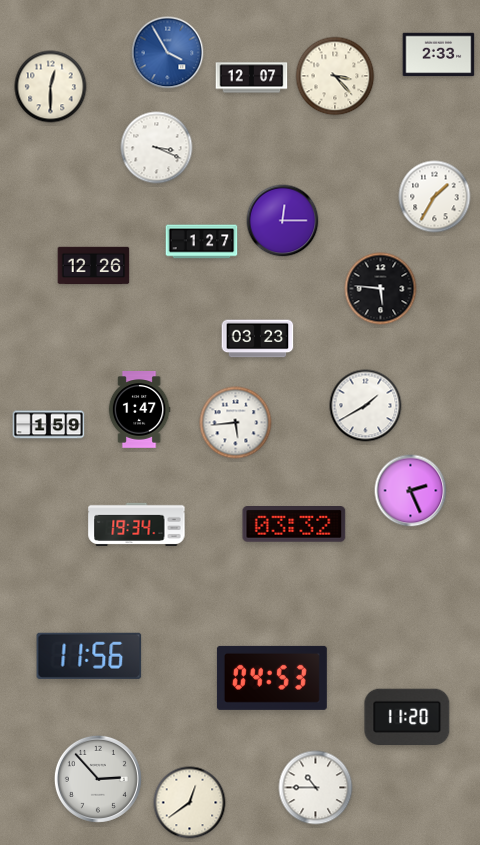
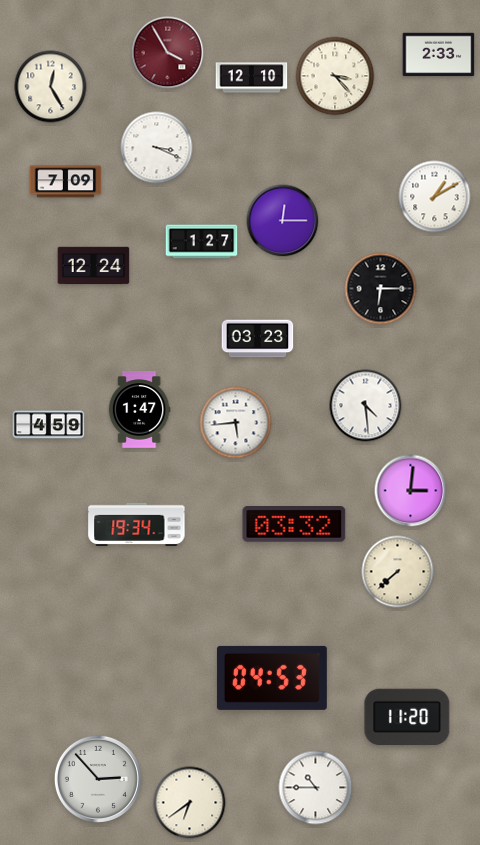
clock at (168, 53) dial: blue -> burgundy
clock at (252, 78): 12:07 -> 12:10
clock at (51, 87): 12:30 -> 12:25
clock at (66, 182): none -> 7:09
clock at (435, 197): 1:35 -> 1:10
clock at (94, 266): 12:26 -> 12:24
clock at (381, 289): 5:46 -> 6:15
clock at (366, 406): 1:40 -> 4:29
clock at (49, 425): 1:59 -> 4:59
clock at (411, 491): 2:26 -> 3:01
clock at (398, 572): none -> 7:38
clock at (89, 656): 11:56 -> none
clock at (190, 803): 12:39 -> 6:39
